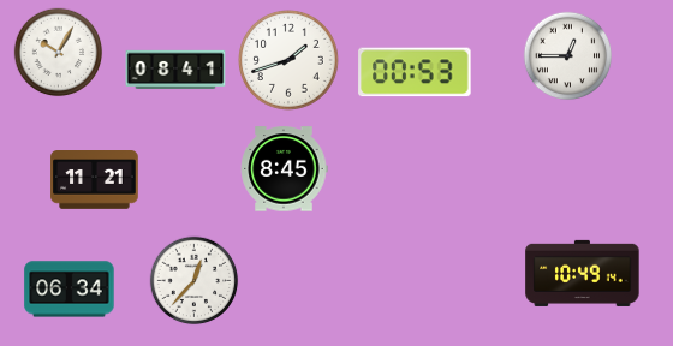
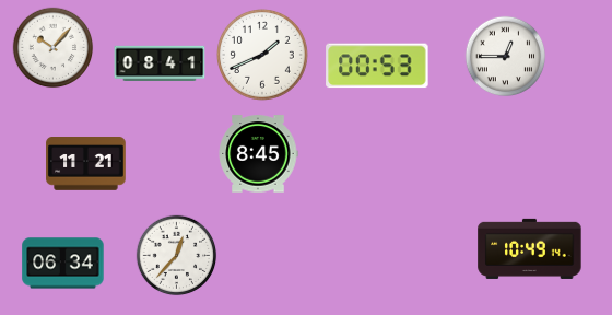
clock at (59, 53): 10:05 -> 10:07
clock at (568, 56) position: (568, 56) -> (506, 57)
clock at (290, 61): 1:42 -> 1:41
